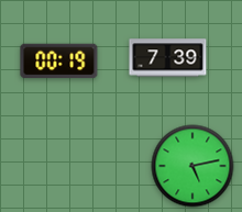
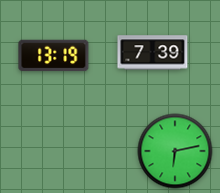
clock at (59, 62): 00:19 -> 13:19
clock at (193, 166): 5:13 -> 6:13
